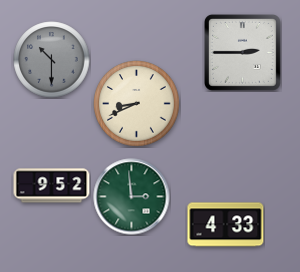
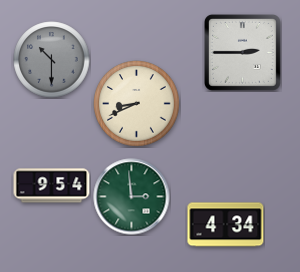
clock at (52, 186): 9:52 -> 9:54
clock at (226, 225): 4:33 -> 4:34
